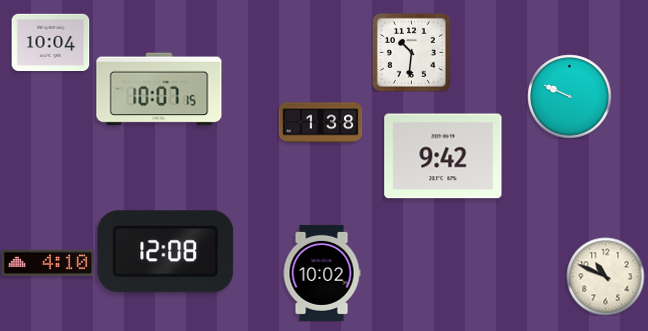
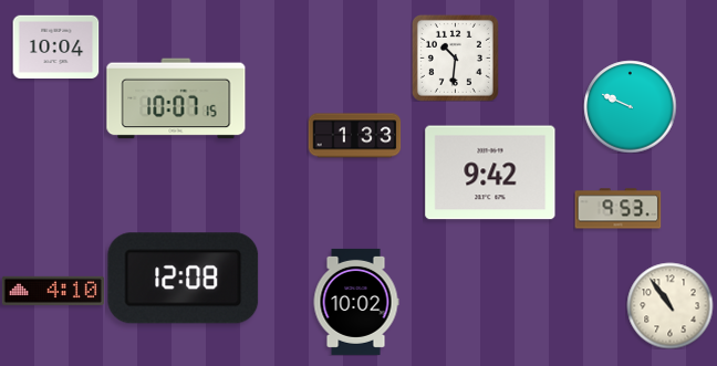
clock at (320, 123): 1:38 -> 1:33
clock at (617, 209): none -> 9:53
clock at (605, 276): 10:49 -> 10:54
